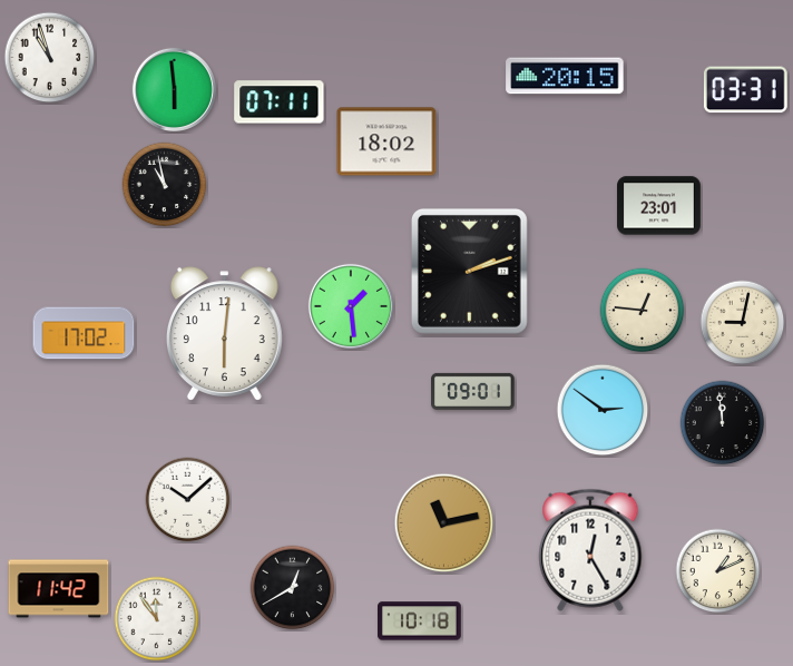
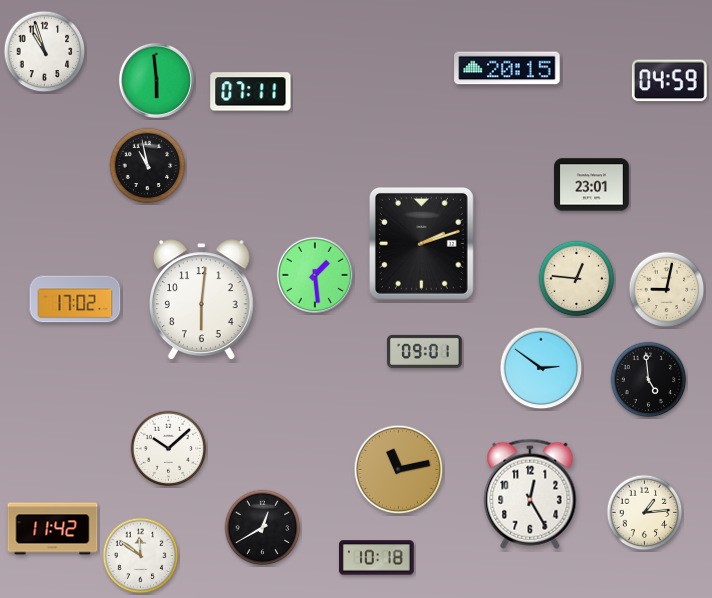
clock at (745, 90): 03:31 -> 04:59
clock at (386, 141): 18:02 -> none
clock at (723, 423): 11:59 -> 4:59
clock at (718, 571): 1:11 -> 1:14
clock at (157, 619): 11:54 -> 11:51
